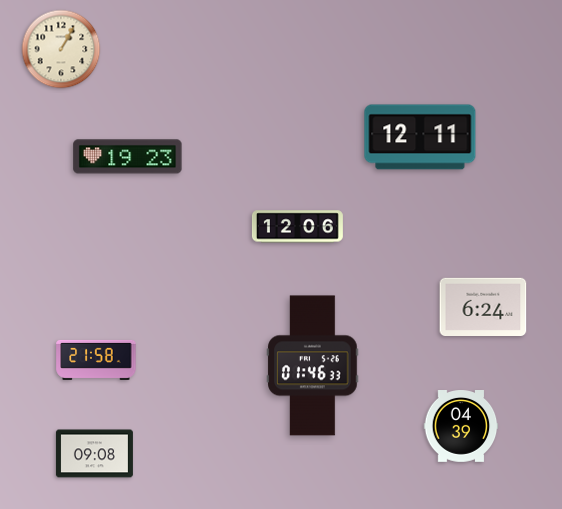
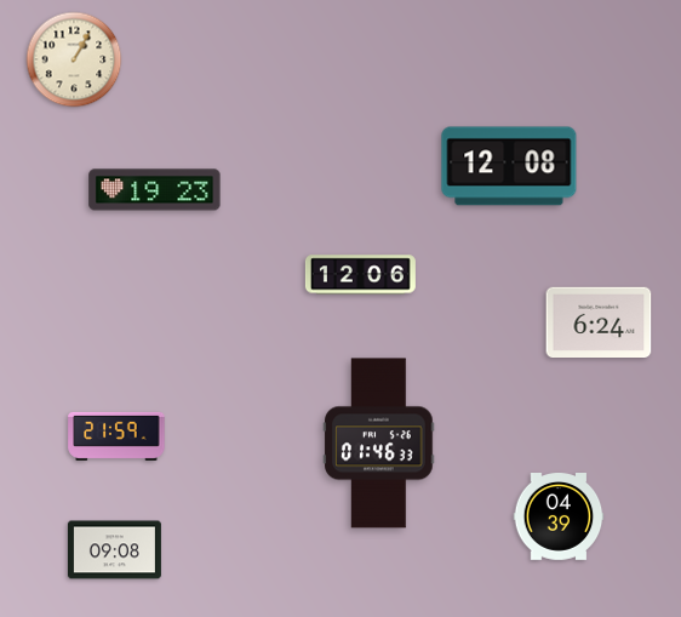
clock at (420, 137): 12:11 -> 12:08
clock at (483, 306) position: (483, 306) -> (599, 321)
clock at (96, 360): 21:58 -> 21:59
